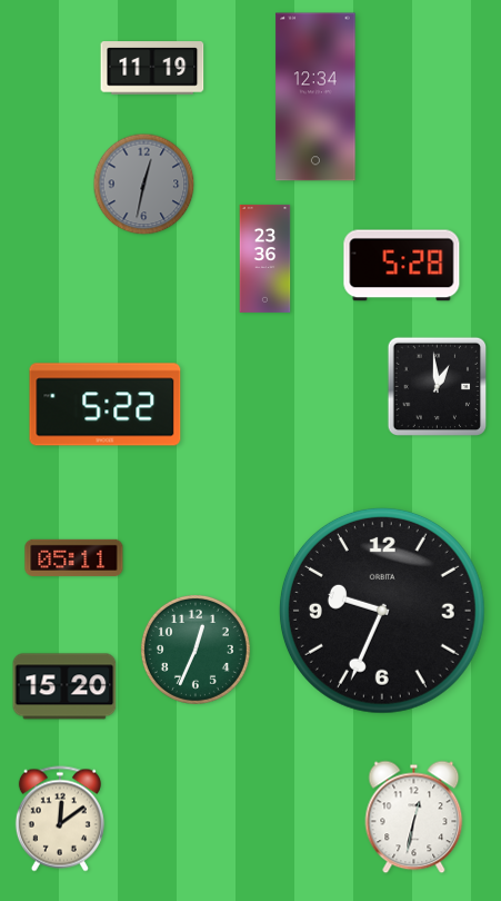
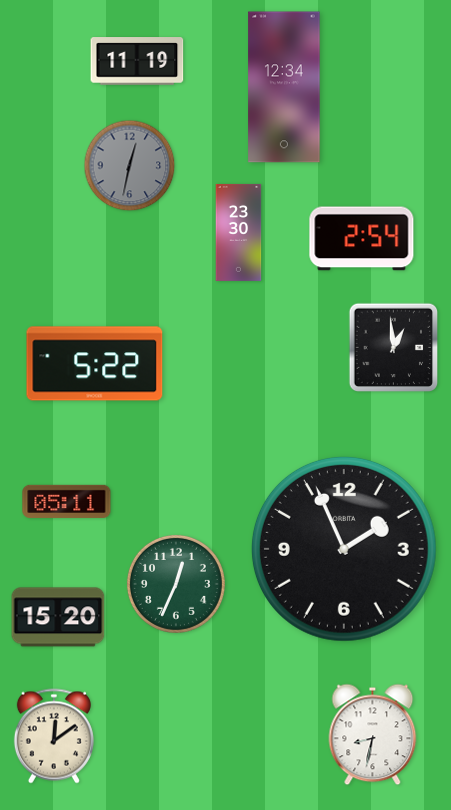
clock at (265, 258): 23:36 -> 23:30
clock at (402, 266): 5:28 -> 2:54
clock at (382, 611): 9:34 -> 1:56
clock at (414, 818): 12:32 -> 8:32
